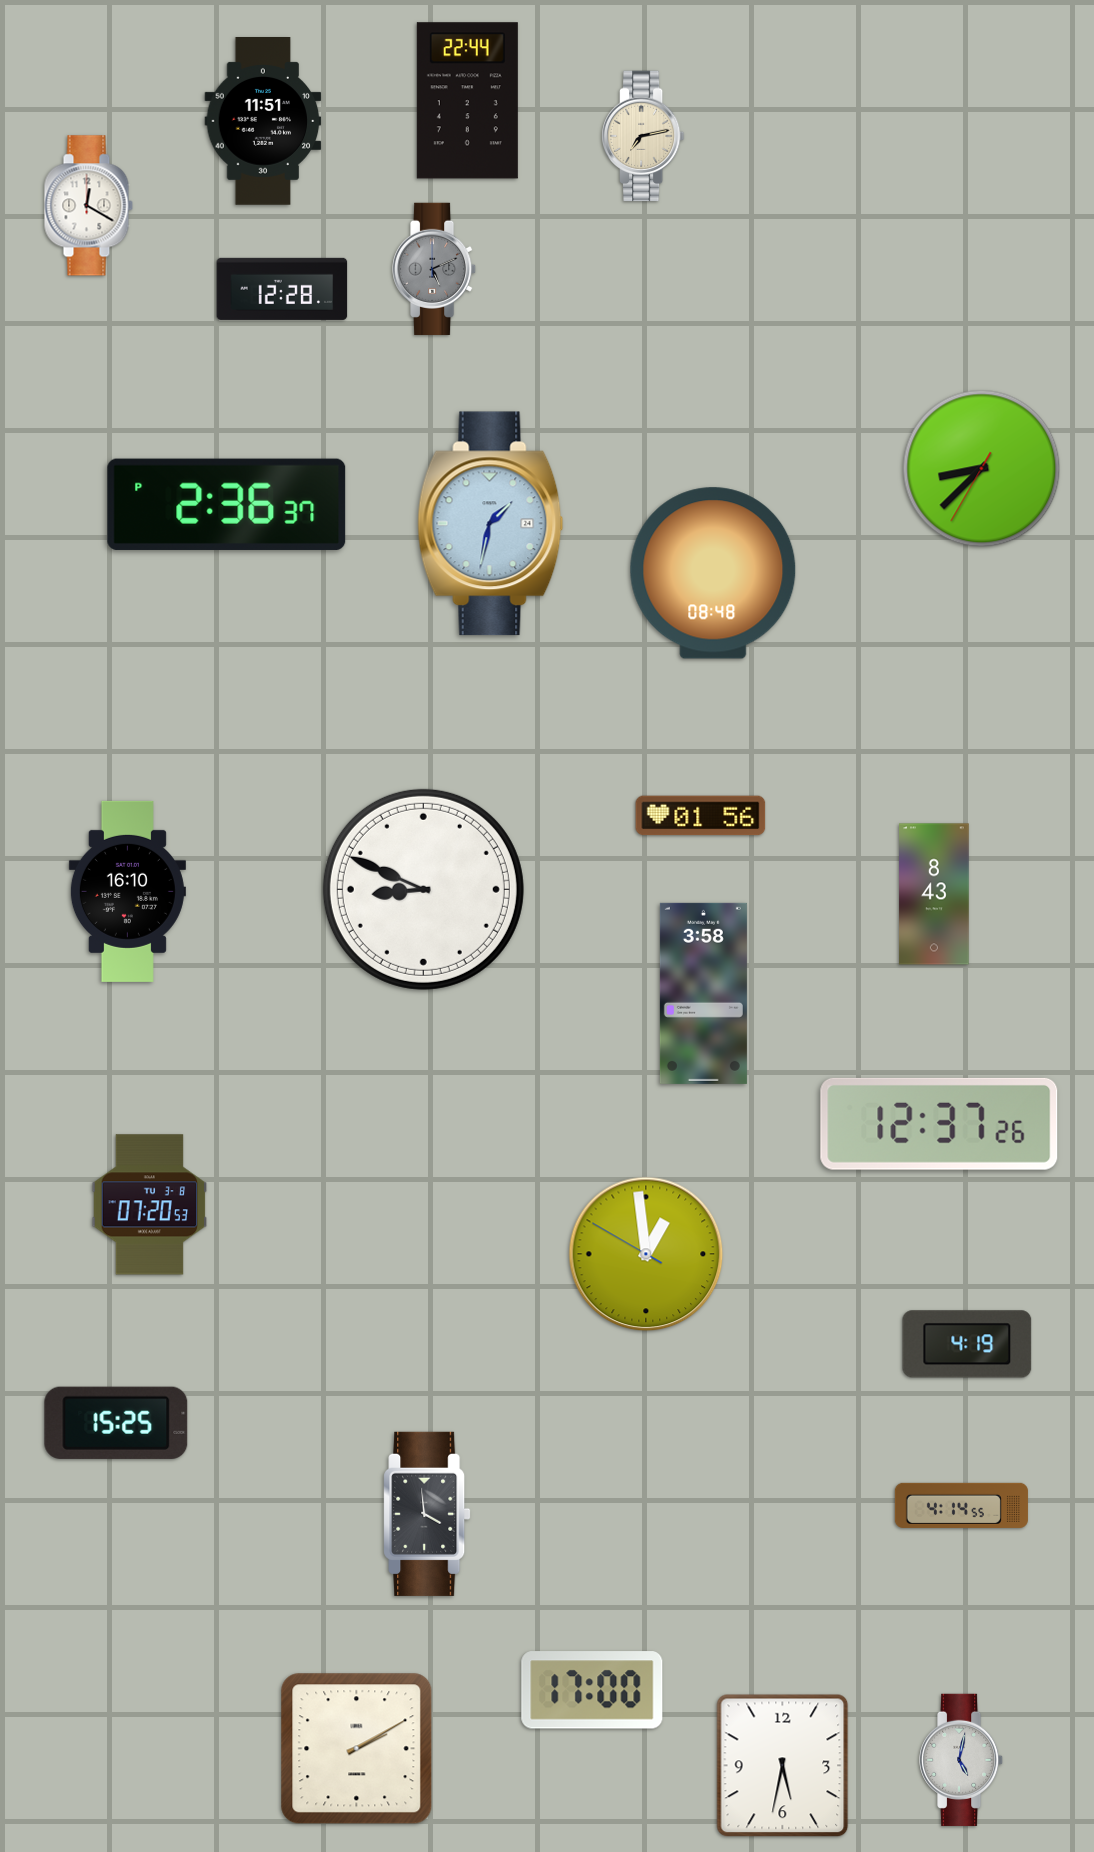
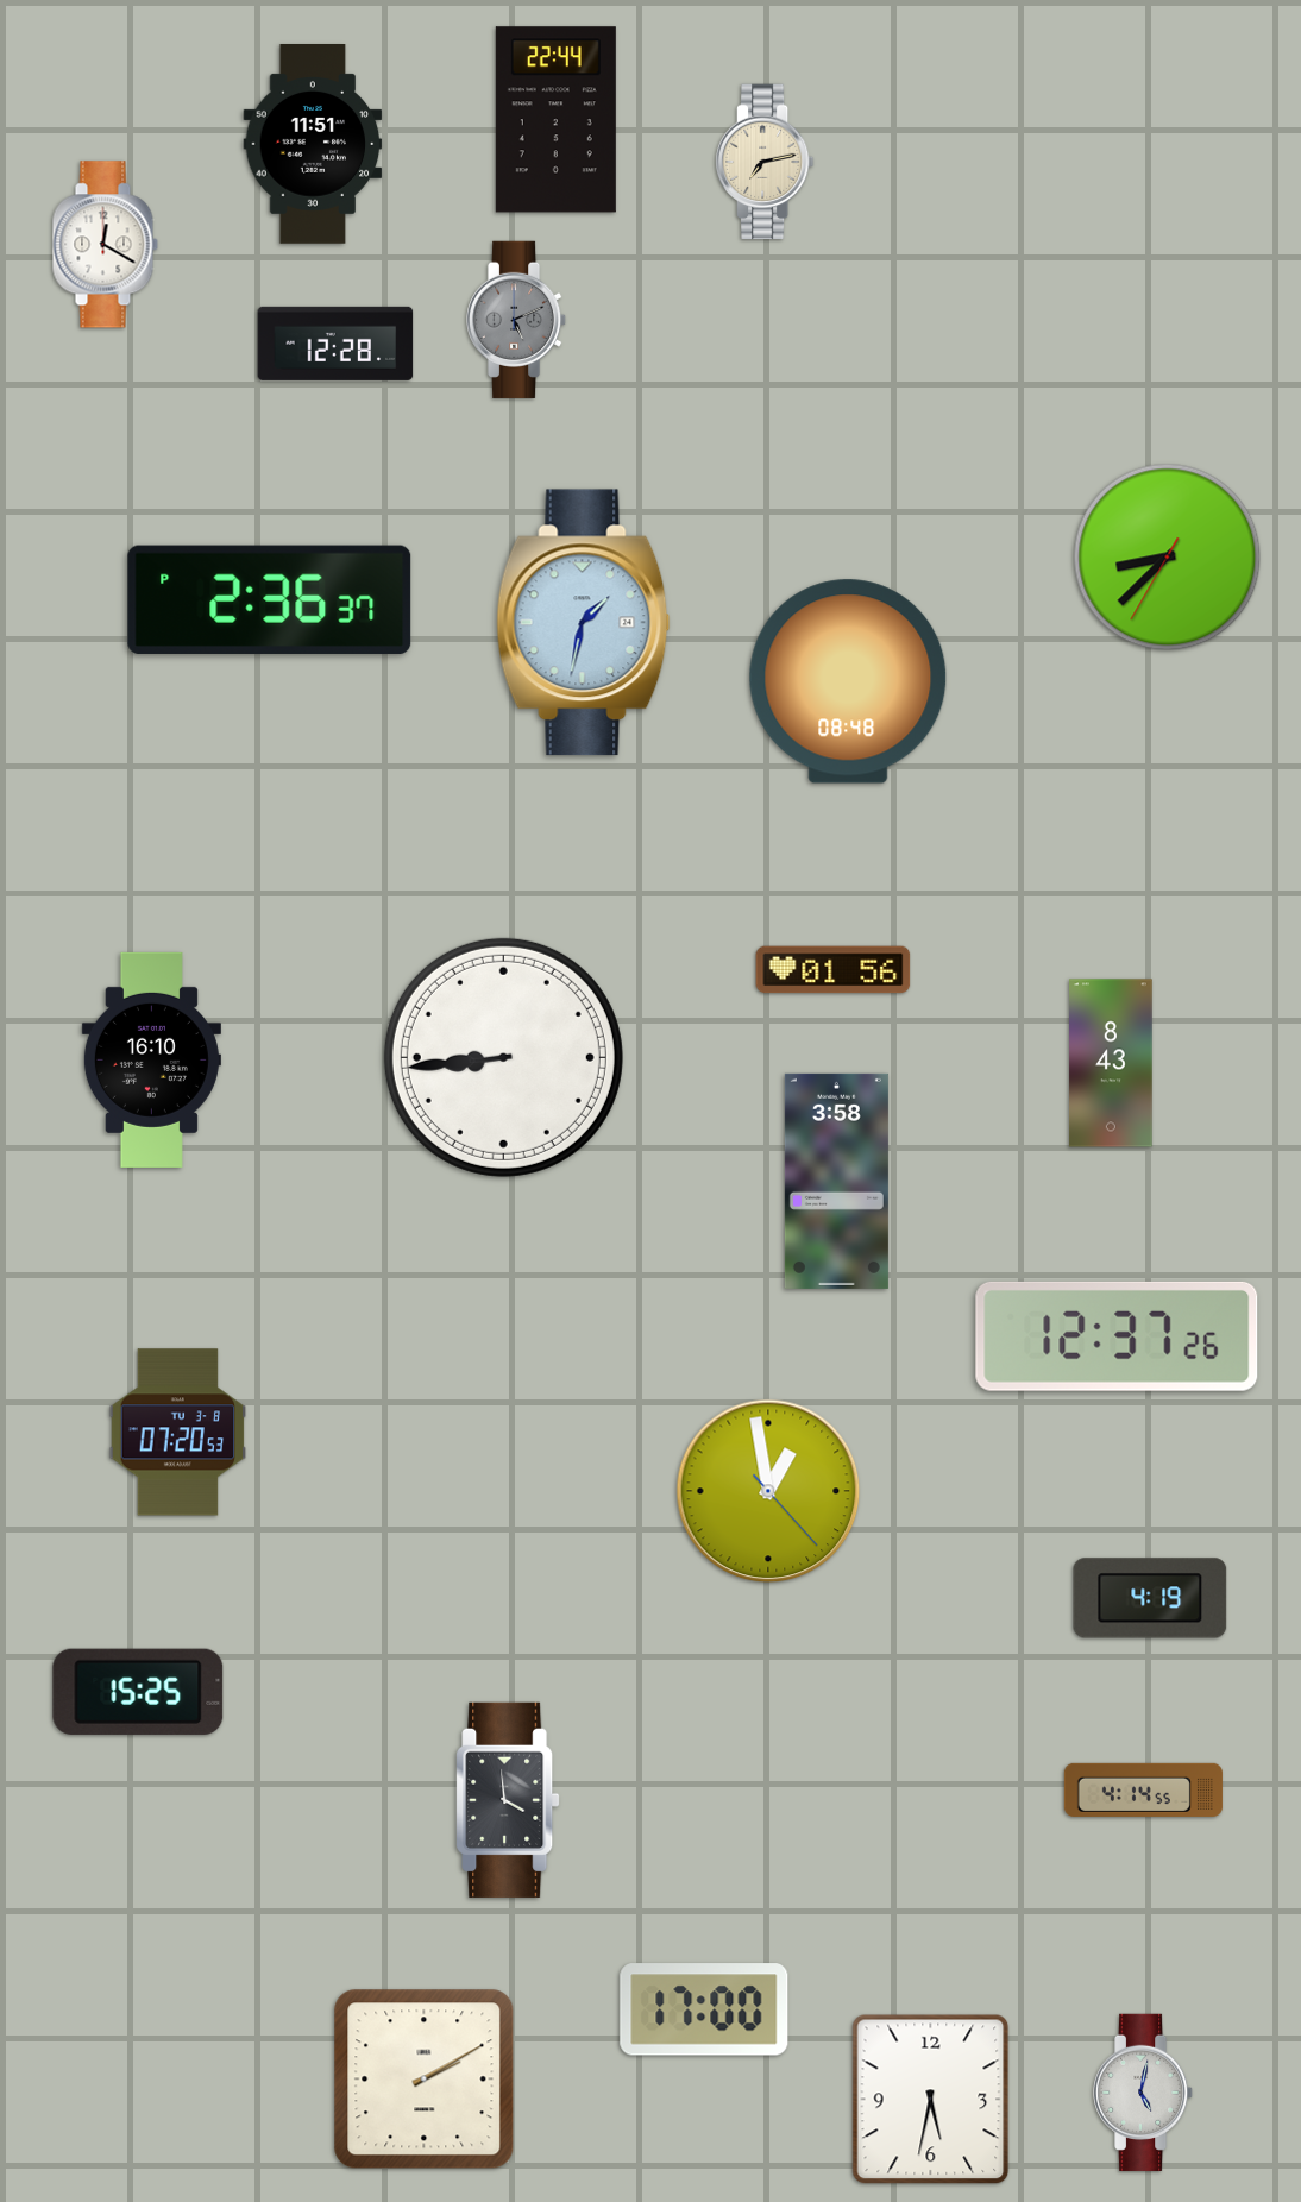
clock at (423, 889): 8:49 -> 8:44
clock at (646, 1254): 12:58:50 -> 12:58:23
